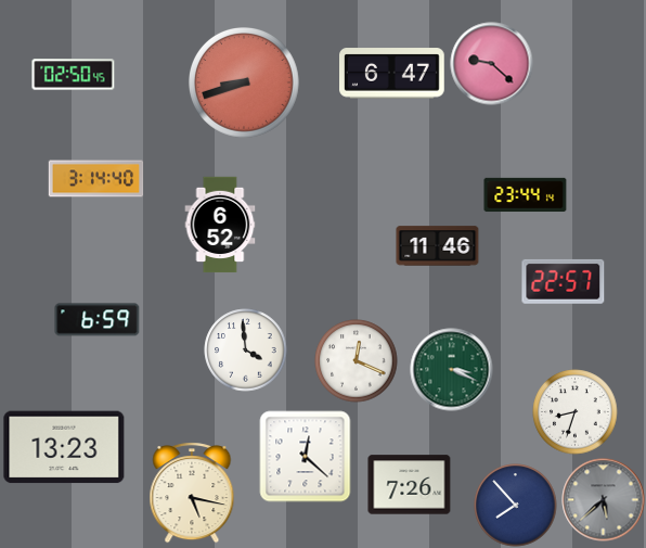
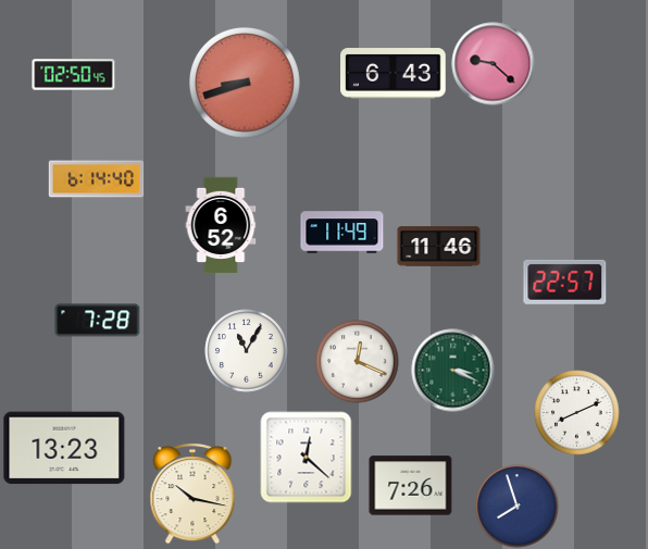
clock at (392, 74): 6:47 -> 6:43
clock at (96, 179): 3:14 -> 6:14
clock at (526, 195): 23:44 -> none
clock at (342, 233): none -> 11:49
clock at (98, 320): 6:59 -> 7:28
clock at (246, 351): 3:59 -> 11:05
clock at (576, 412): 8:33 -> 8:11
clock at (192, 493): 5:17 -> 10:17
clock at (604, 500): 5:38 -> none
clock at (516, 506): 7:53 -> 7:57
